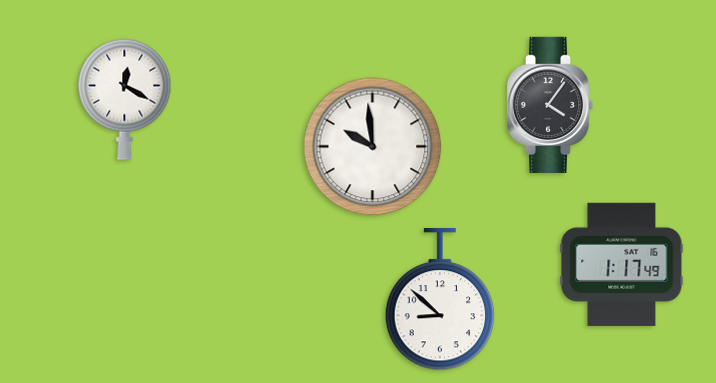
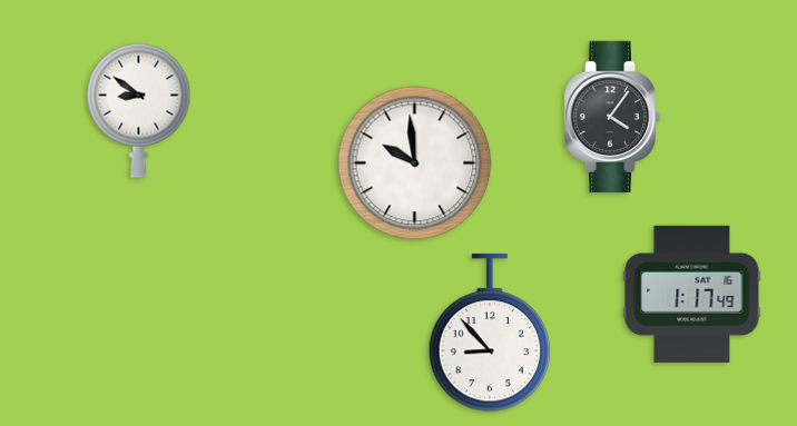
clock at (125, 99): 12:20 -> 8:51
clock at (440, 300): 8:52 -> 8:53
